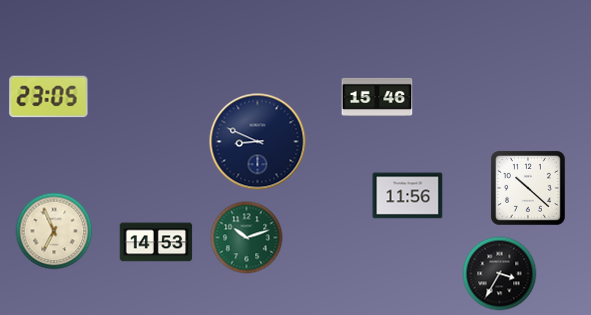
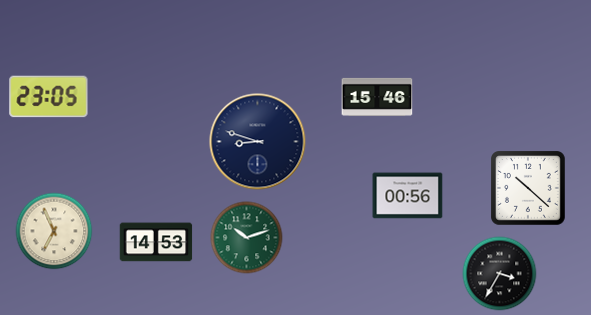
clock at (258, 142): 8:49 -> 8:48
clock at (408, 196): 11:56 -> 00:56
